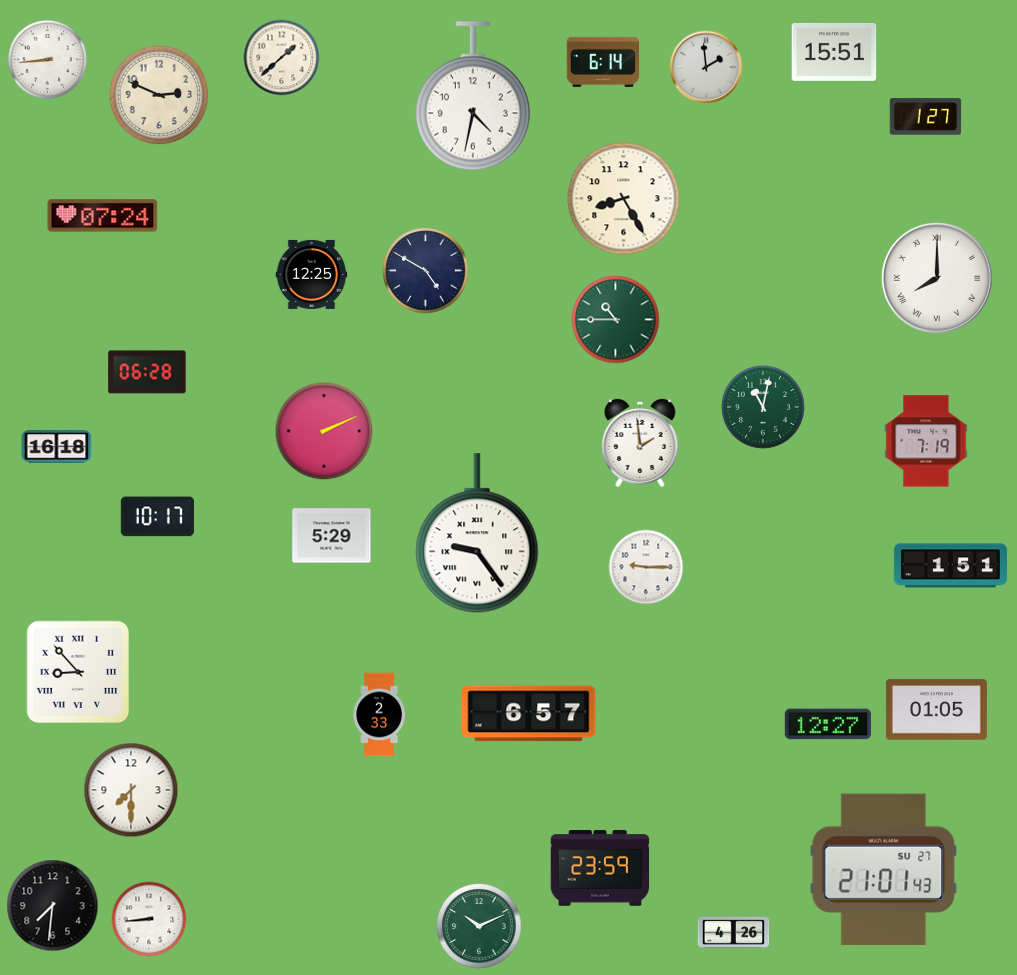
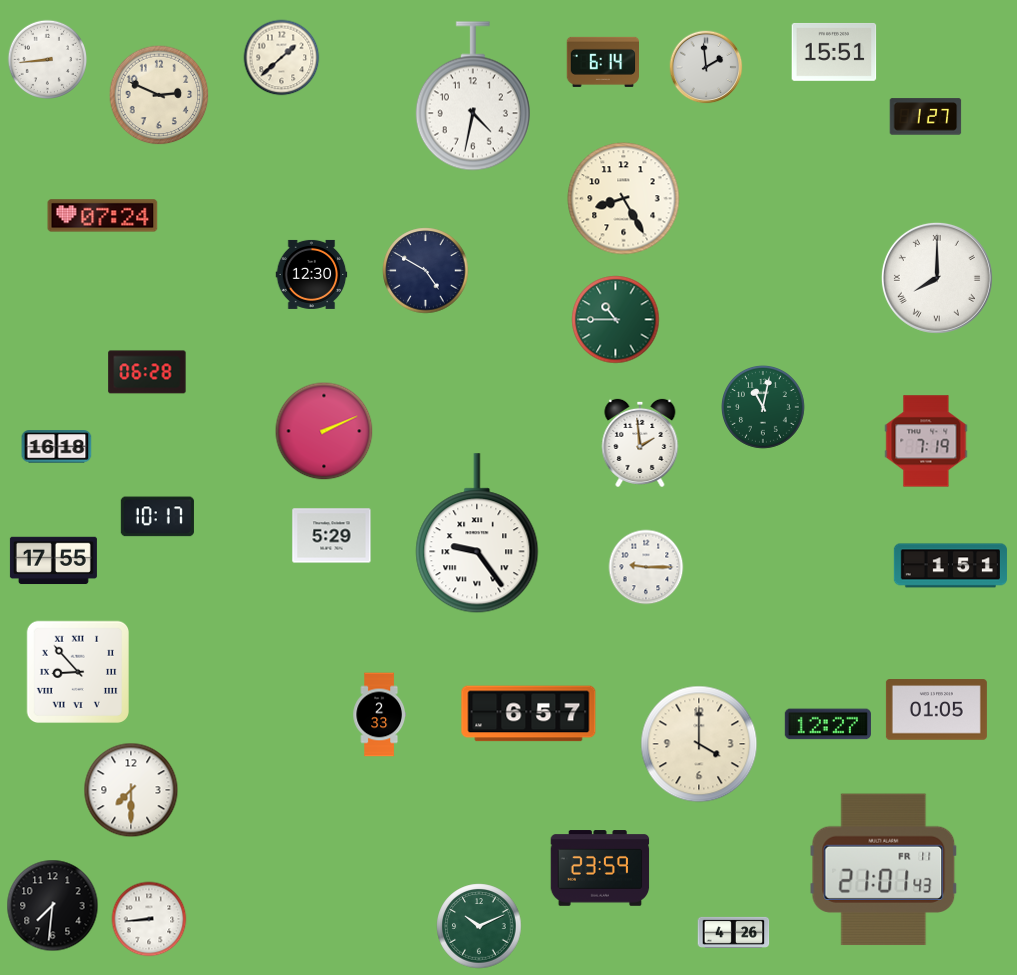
clock at (312, 274): 12:25 -> 12:30
clock at (53, 561): none -> 17:55
clock at (699, 744): none -> 4:00
clock at (884, 870) date: SU 27 -> FR 11
